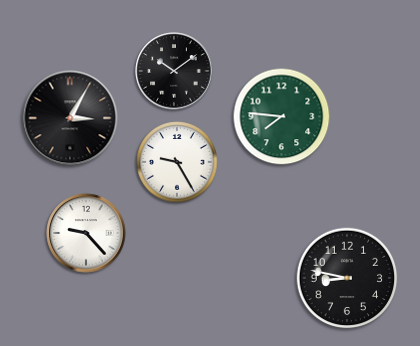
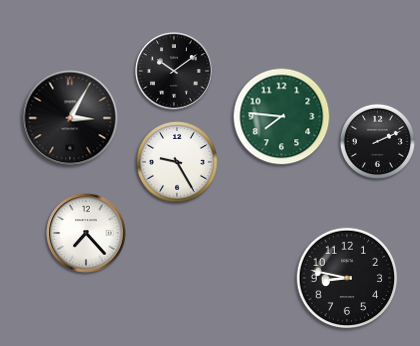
clock at (377, 141): none -> 2:11
clock at (86, 233): 9:23 -> 7:23
